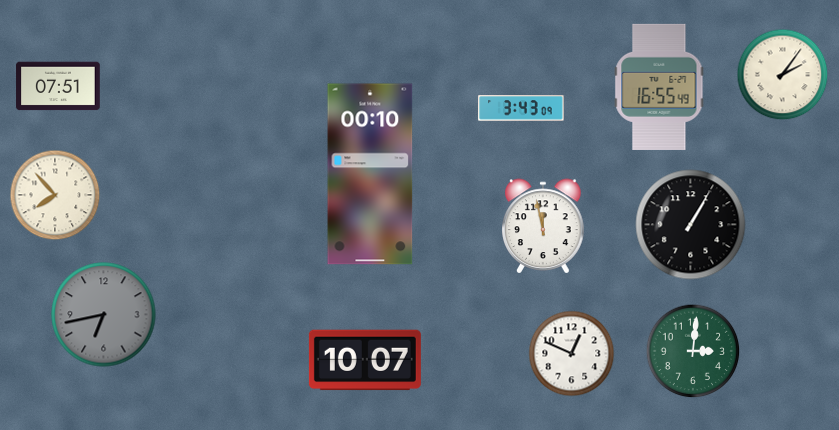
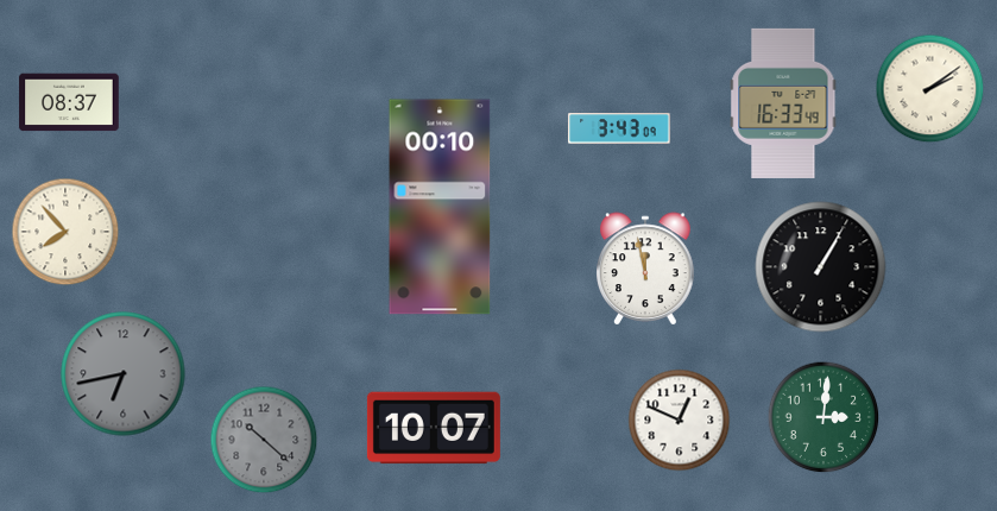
clock at (783, 75): 2:06 -> 2:09
clock at (58, 86): 07:51 -> 08:37
clock at (659, 87): 16:55 -> 16:33
clock at (264, 440): none -> 10:22
